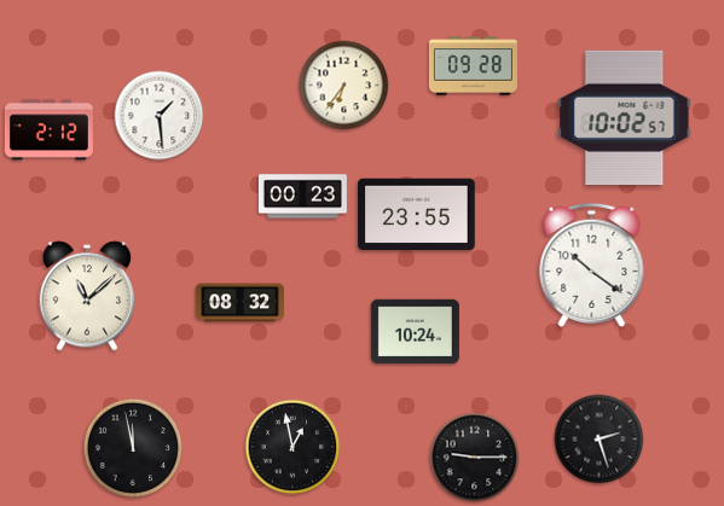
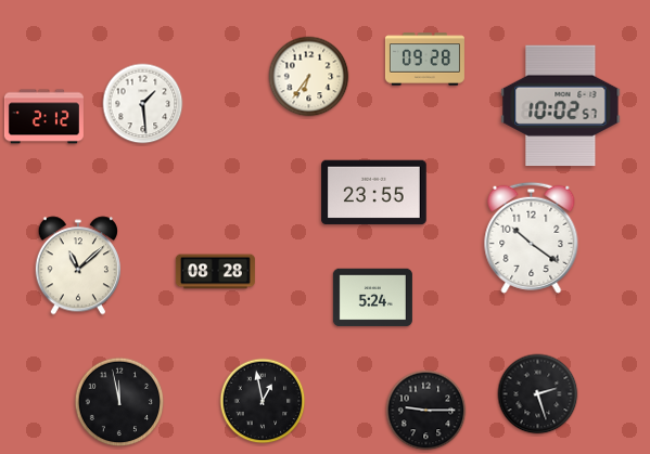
clock at (302, 197): 00:23 -> none
clock at (239, 303): 08:32 -> 08:28
clock at (415, 332): 10:24 -> 5:24
